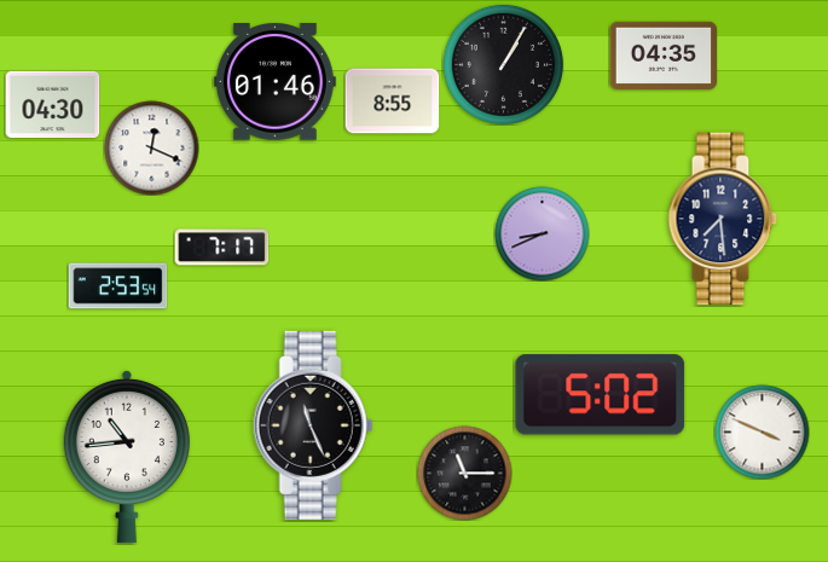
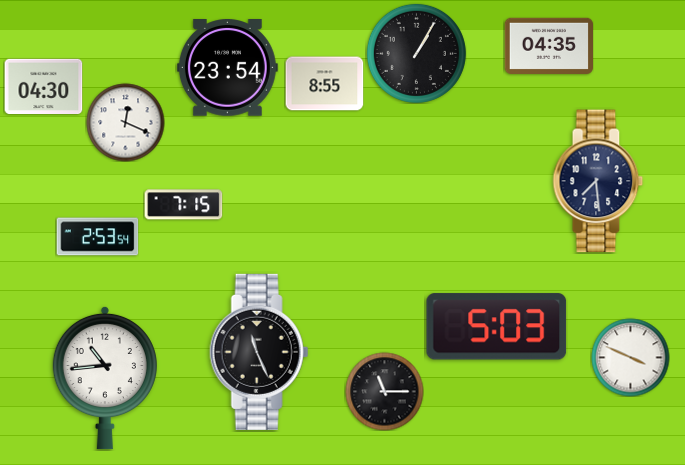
clock at (274, 82): 01:46 -> 23:54
clock at (542, 233): 8:41 -> none
clock at (221, 248): 7:17 -> 7:15
clock at (601, 395): 5:02 -> 5:03
